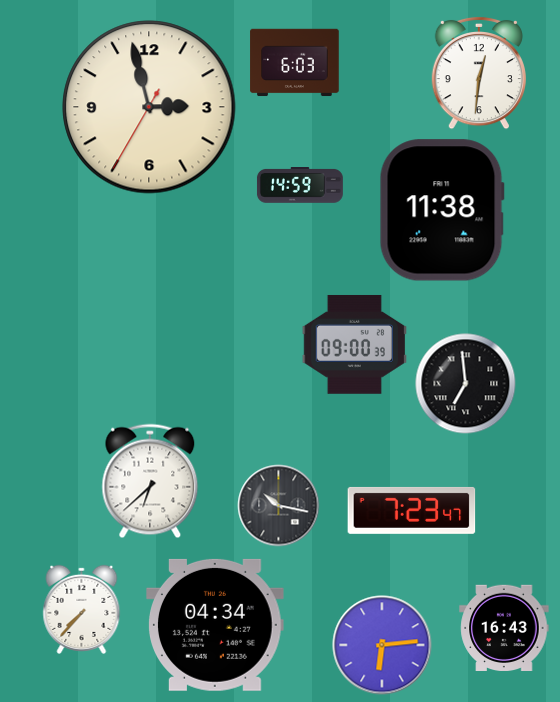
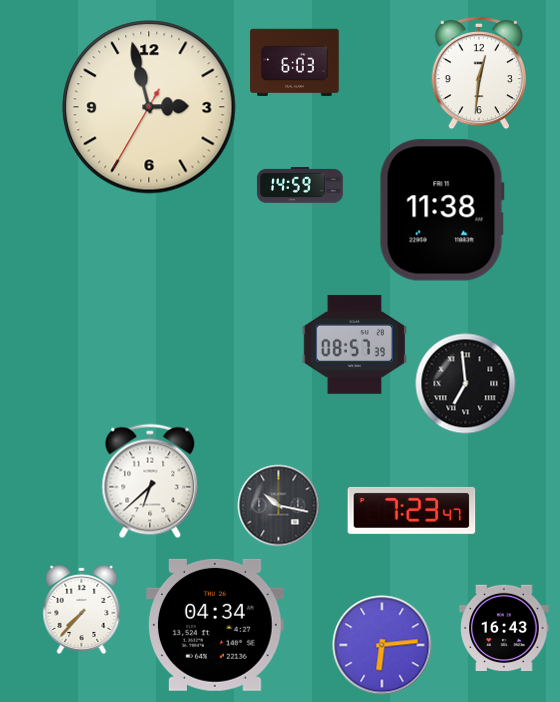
clock at (354, 344): 09:00 -> 08:57
